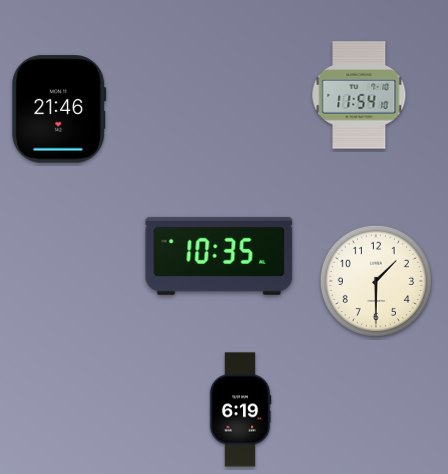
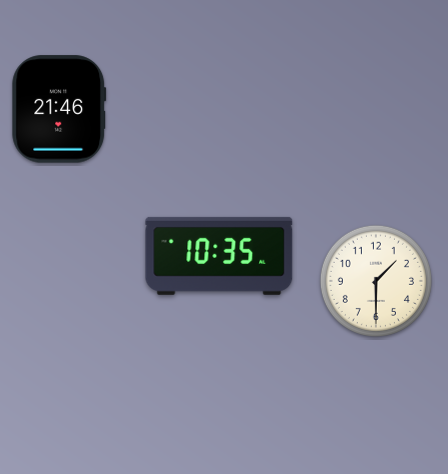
clock at (359, 95): 11:54 -> none
clock at (240, 410): 6:19 -> none
